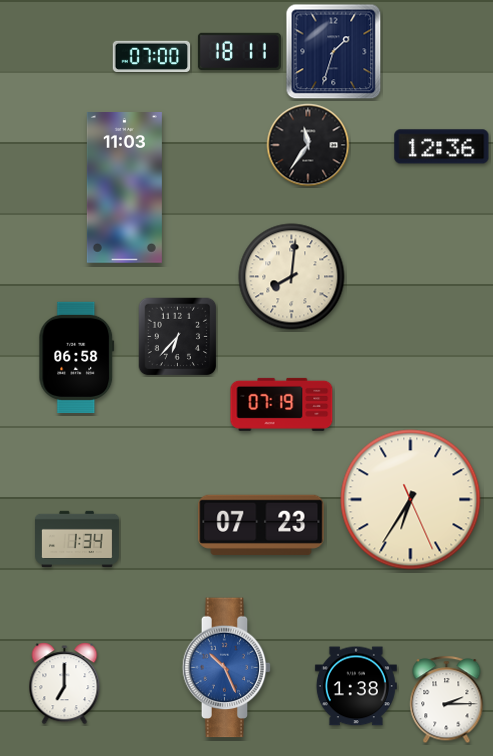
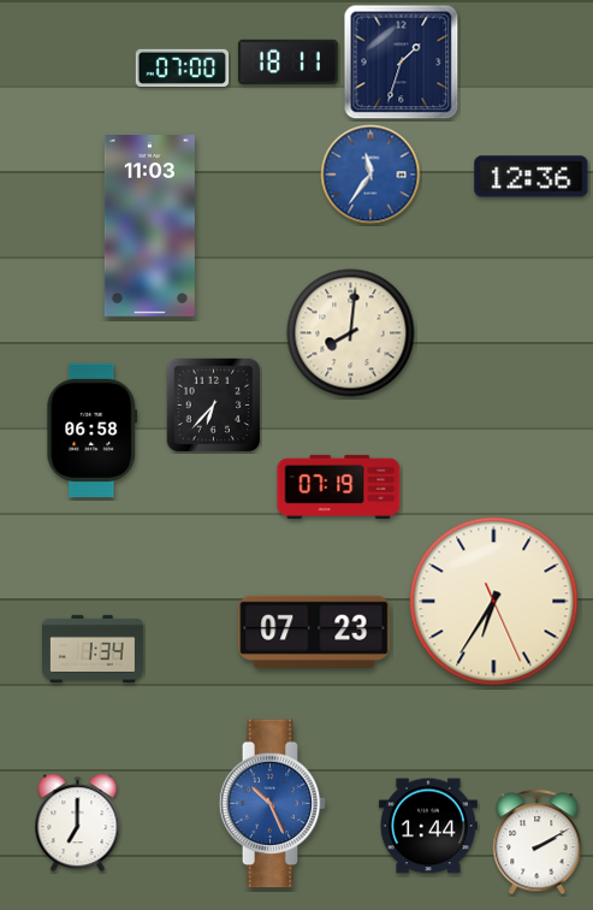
clock at (308, 145) dial: black -> blue
clock at (356, 686): 1:38 -> 1:44
clock at (447, 700): 2:15 -> 2:10
